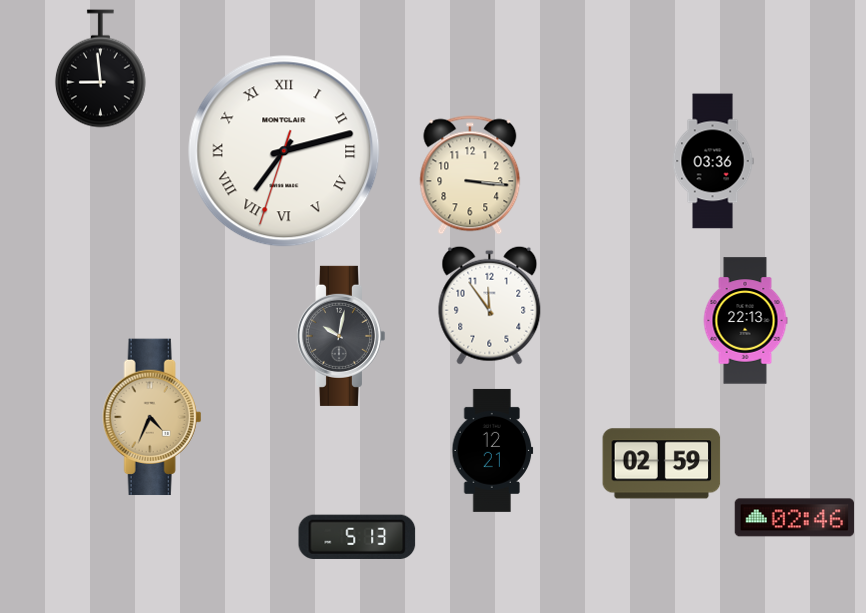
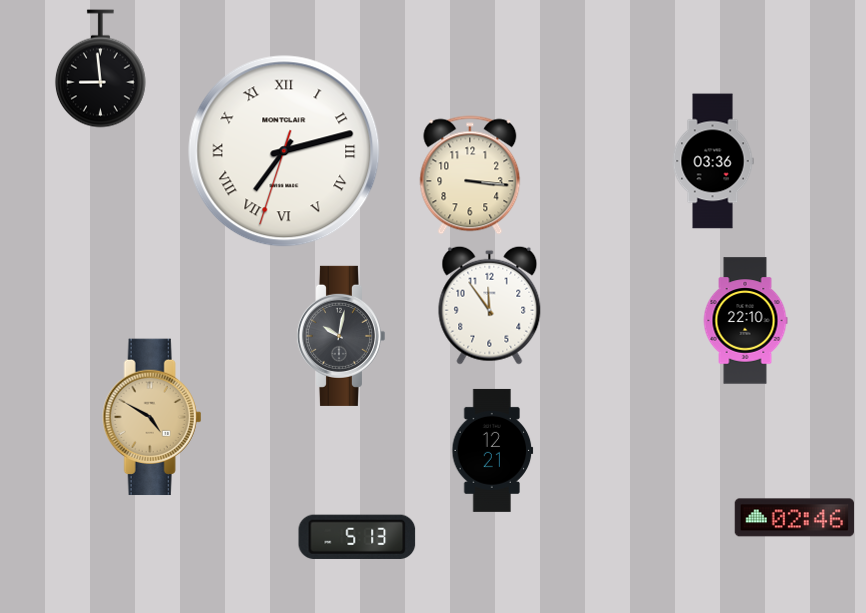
clock at (745, 321): 22:13 -> 22:10
clock at (152, 417): 4:34 -> 4:50
clock at (662, 464): 02:59 -> none
